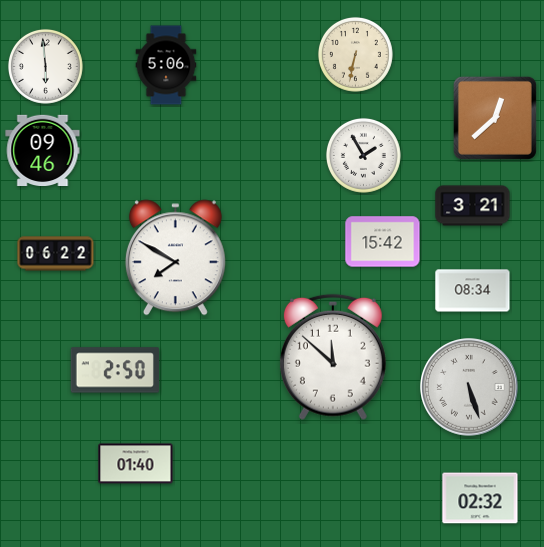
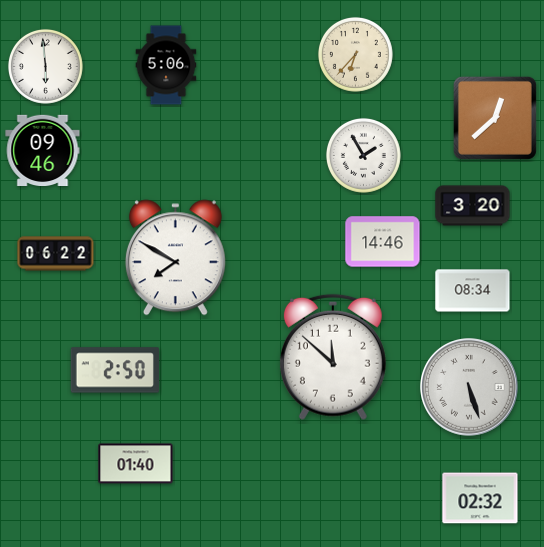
clock at (355, 54): 6:32 -> 6:37
clock at (473, 206): 3:21 -> 3:20
clock at (383, 242): 15:42 -> 14:46
